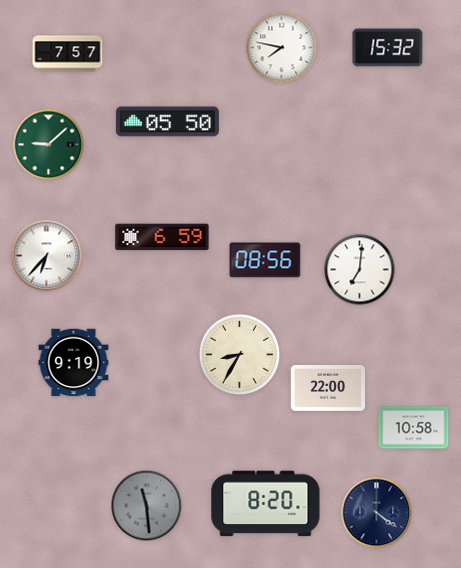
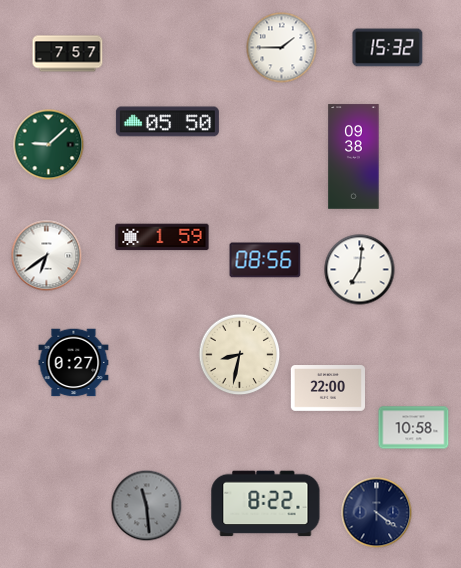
clock at (282, 48): 7:47 -> 1:45
clock at (354, 157): none -> 09:38
clock at (162, 237): 6:59 -> 1:59
clock at (47, 256): 6:37 -> 6:39
clock at (240, 355): 8:35 -> 8:32
clock at (74, 363): 9:19 -> 0:27
clock at (266, 504): 8:20 -> 8:22
